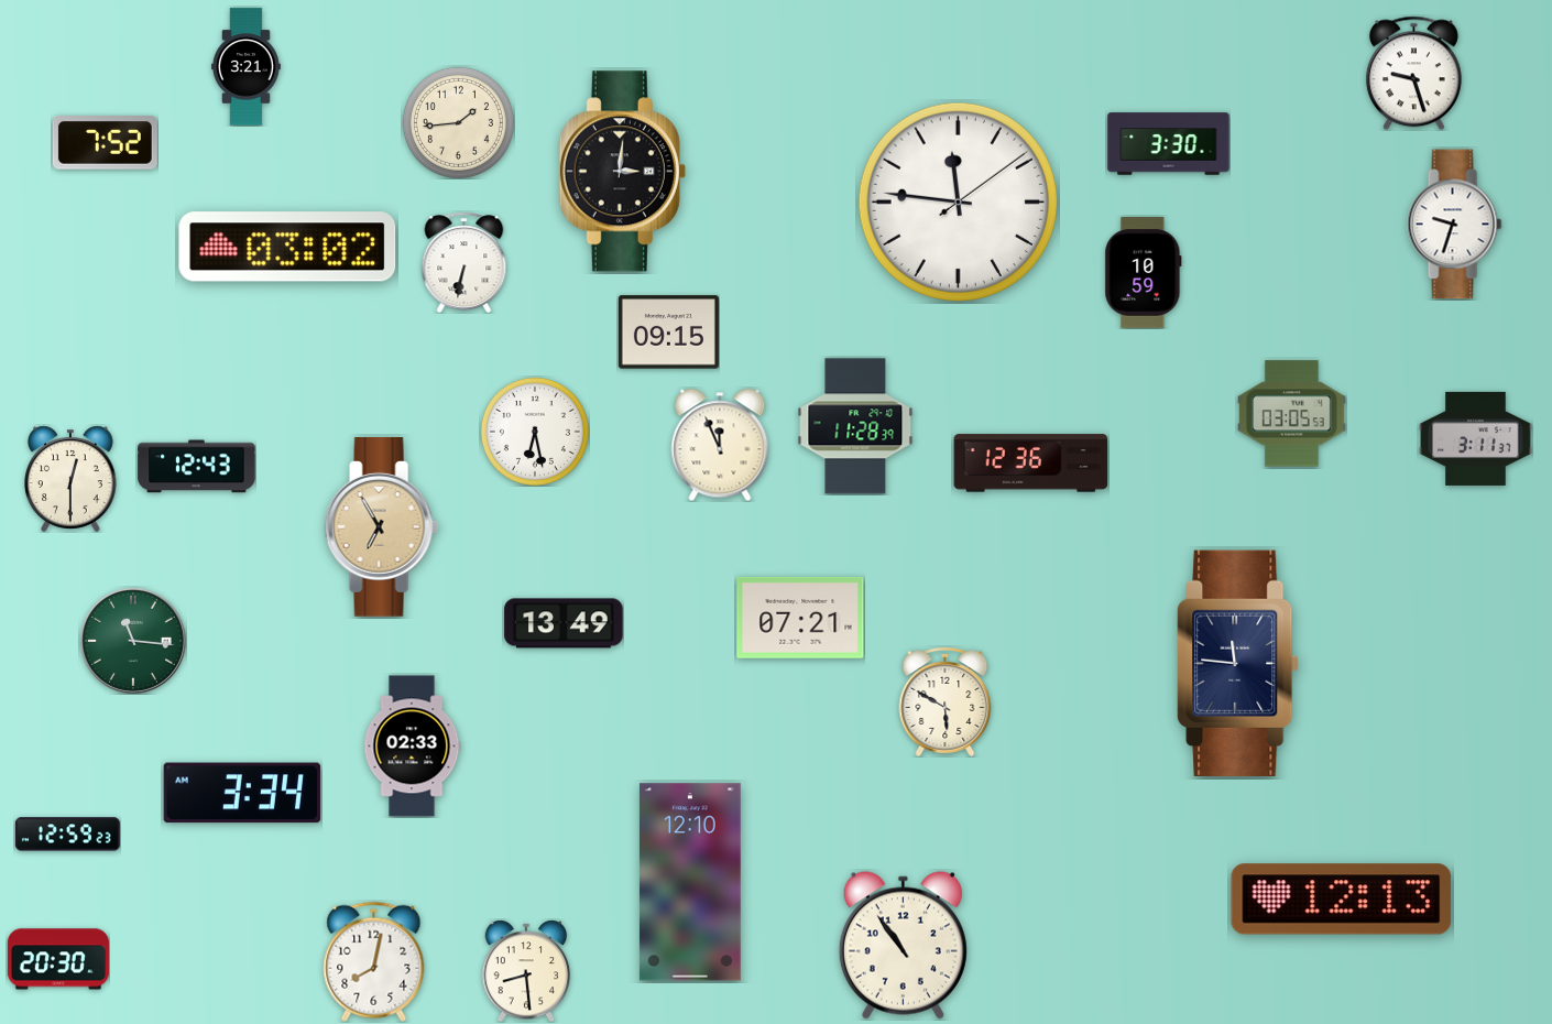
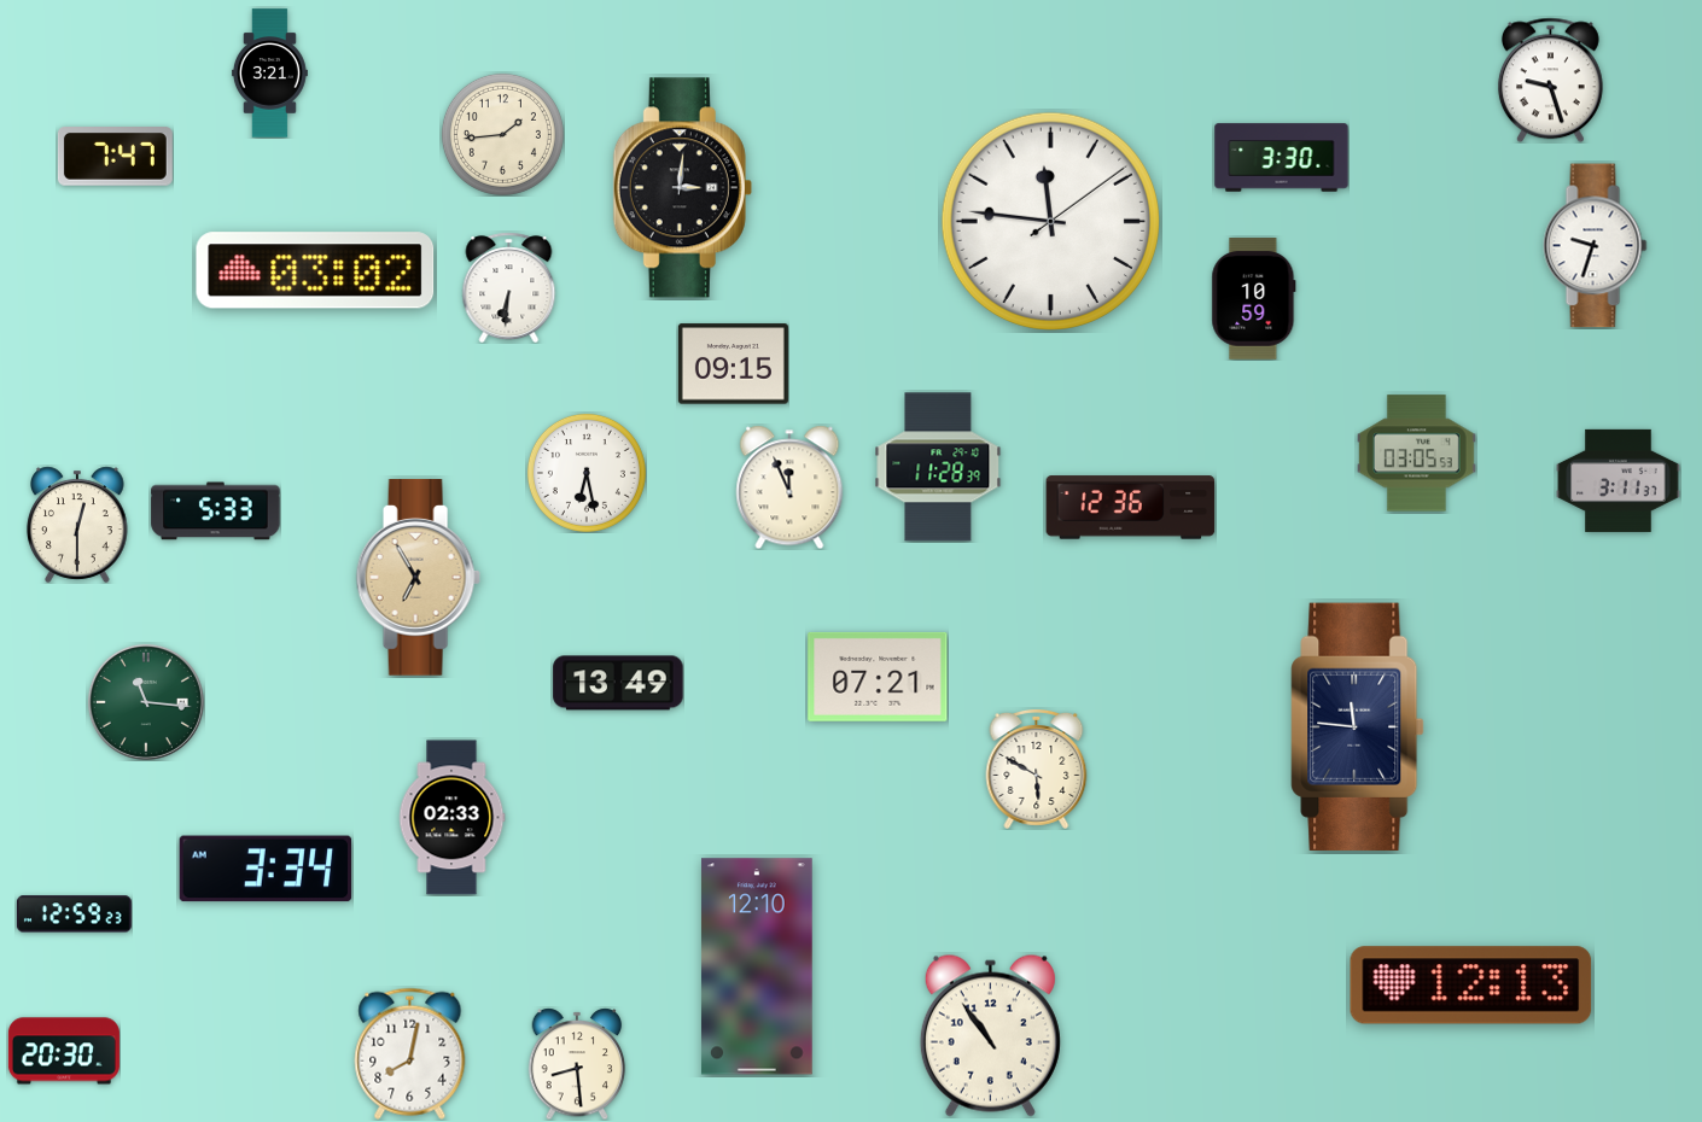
clock at (105, 143): 7:52 -> 7:47
clock at (464, 262): 6:32 -> 6:31
clock at (197, 467): 12:43 -> 5:33
